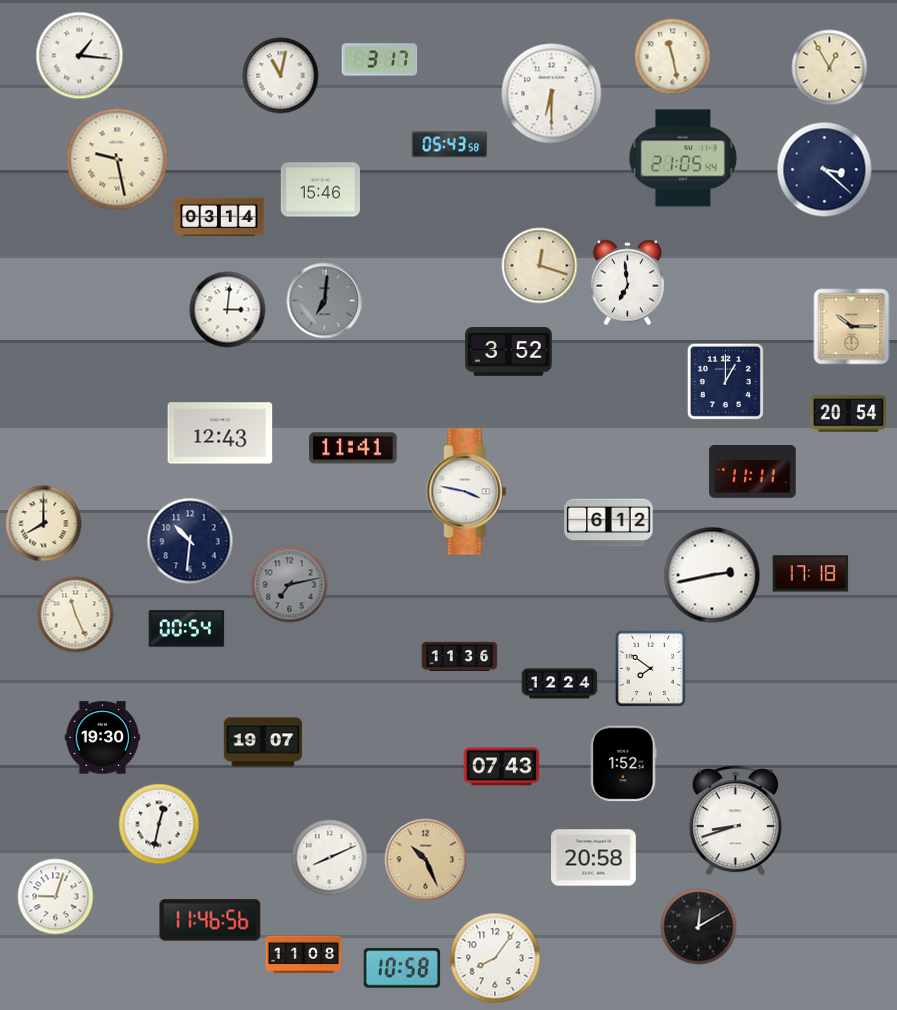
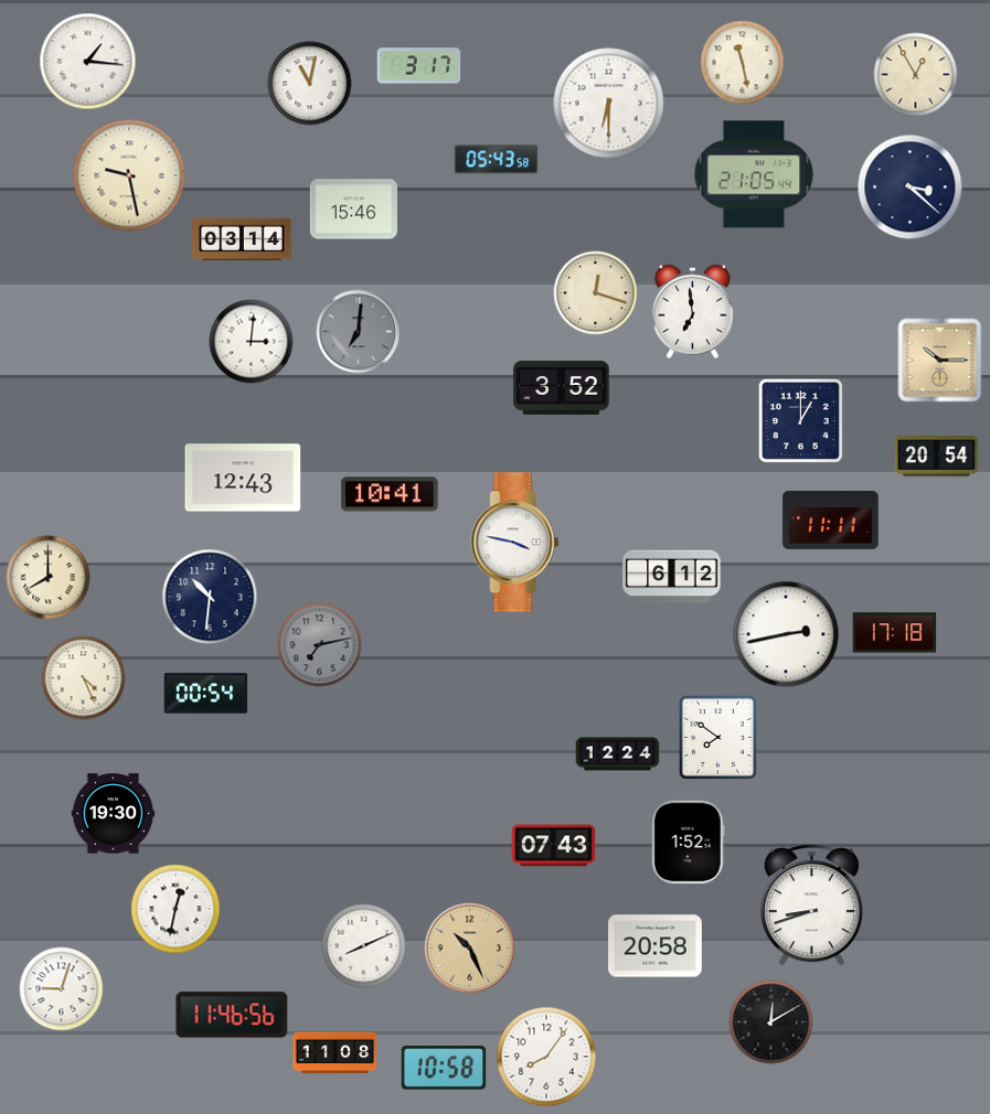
clock at (353, 448): 11:41 -> 10:41
clock at (76, 615): 11:26 -> 4:26
clock at (460, 656): 11:36 -> none
clock at (262, 742): 19:07 -> none
